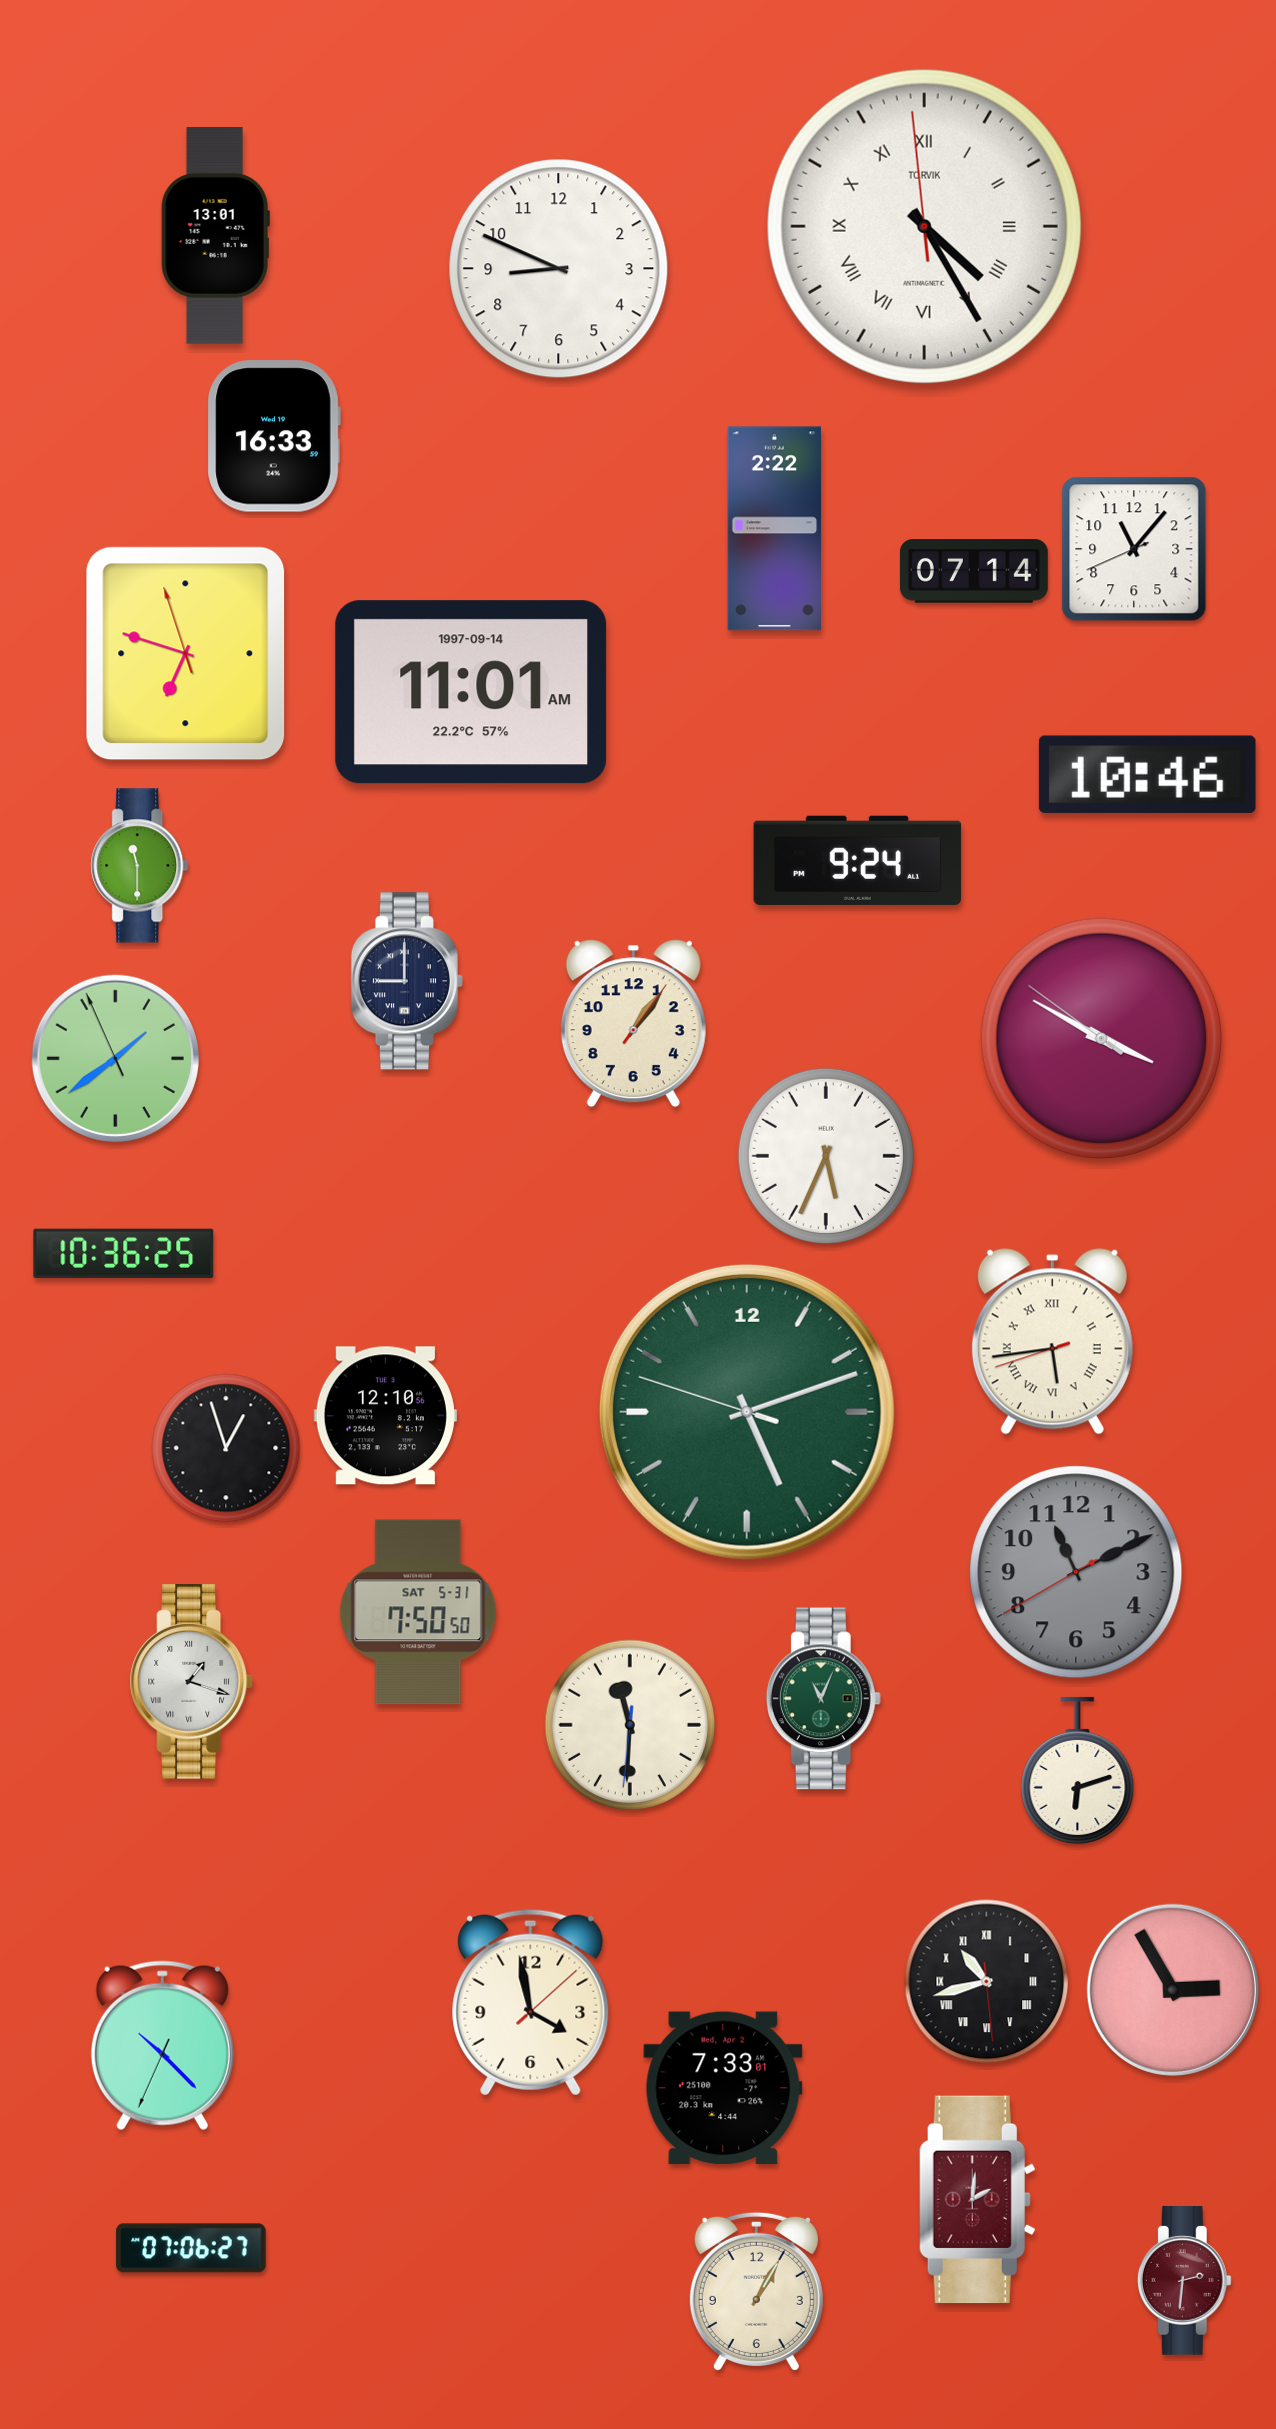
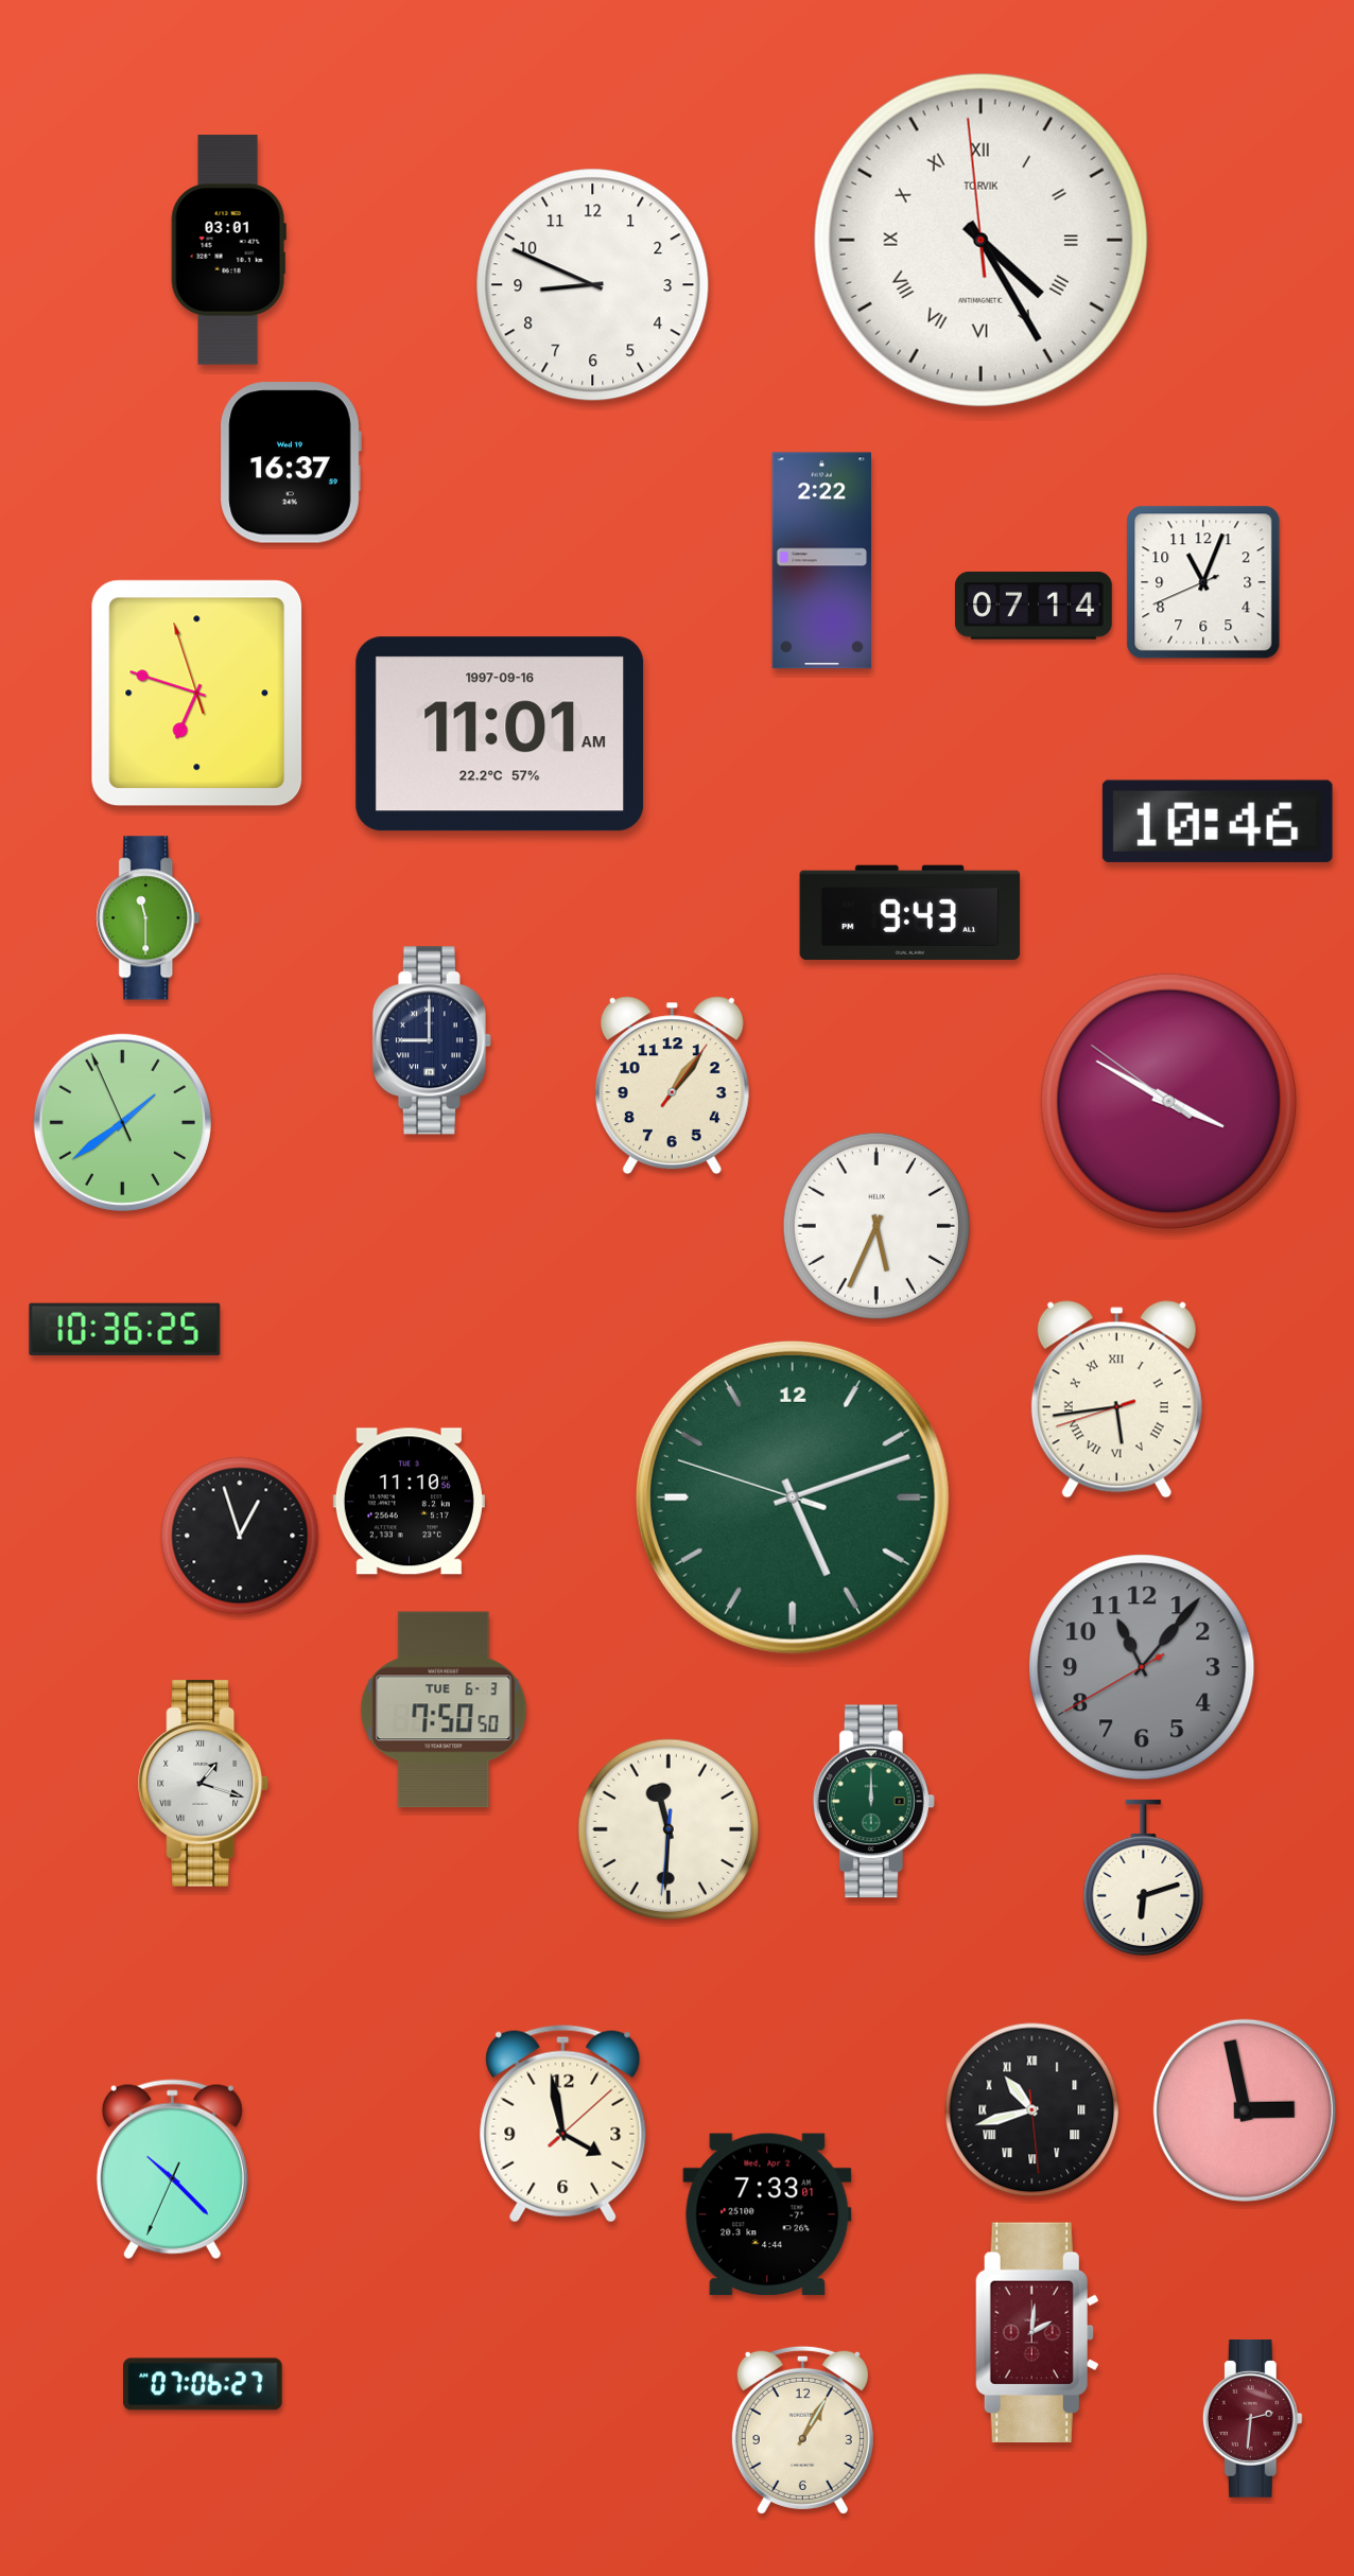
clock at (215, 236): 13:01 -> 03:01
clock at (274, 436): 16:33 -> 16:37
clock at (1134, 549): 11:06 -> 11:03
clock at (471, 692) date: 1997-09-14 -> 1997-09-16
clock at (858, 860): 9:24 -> 9:43
clock at (124, 1253) position: (124, 1253) -> (125, 1329)
clock at (1052, 1342) position: (1052, 1342) -> (1116, 1400)
clock at (385, 1416): 12:10 -> 11:10
clock at (1076, 1572): 11:10 -> 11:06
clock at (418, 1612) date: SAT 5-31 -> TUE 6-3
clock at (823, 1699): 11:04 -> 12:00
clock at (987, 1982) position: (987, 1982) -> (1032, 2110)
clock at (1173, 1990): 2:55 -> 2:58
clock at (1184, 2281) position: (1184, 2281) -> (1252, 2419)
